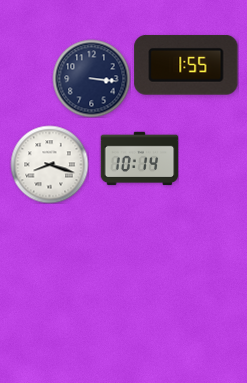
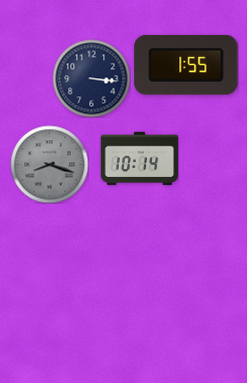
clock at (49, 164) dial: white -> grey
